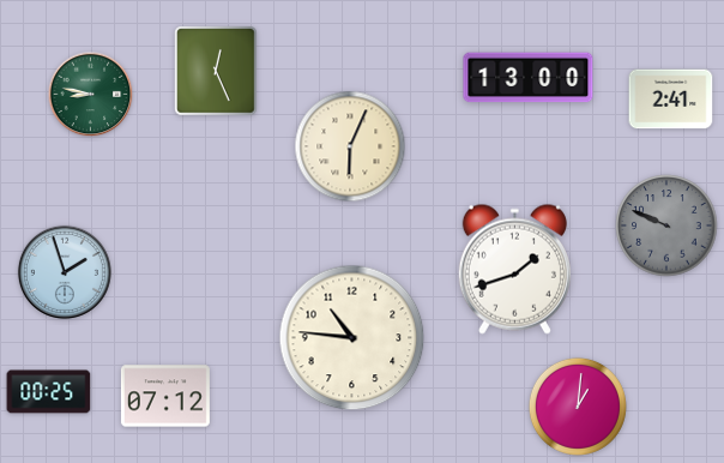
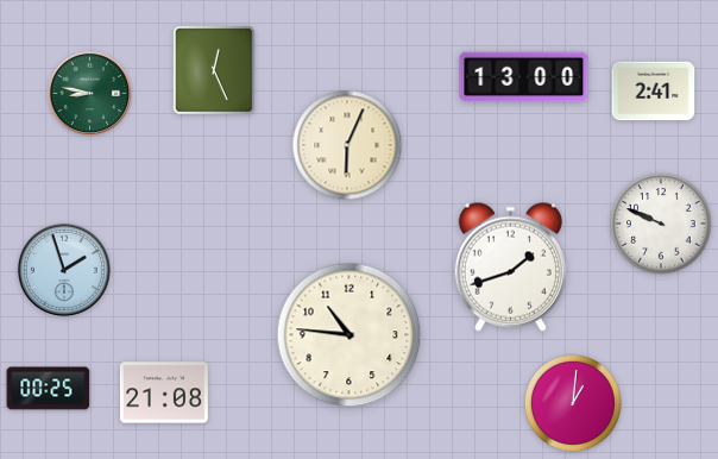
clock at (671, 100) position: (671, 100) -> (654, 92)
clock at (666, 226) dial: grey -> white
clock at (165, 396): 07:12 -> 21:08
